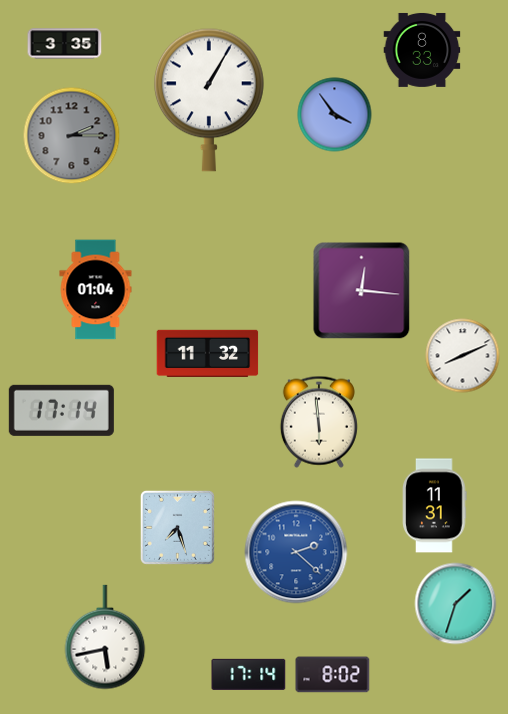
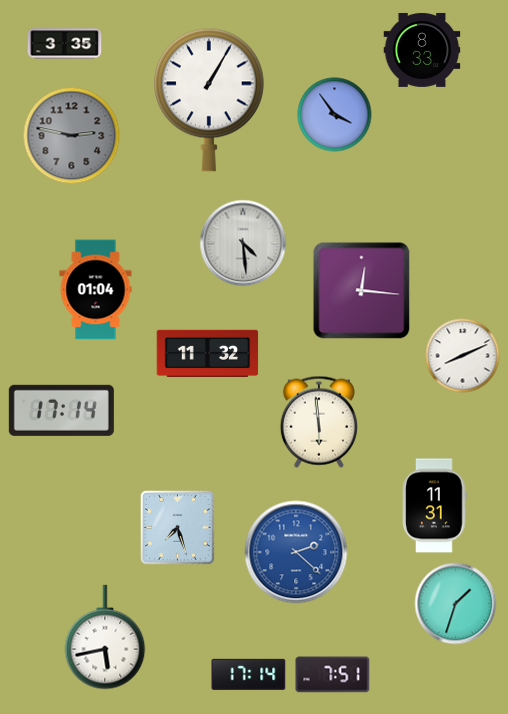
clock at (72, 136): 2:15 -> 2:47
clock at (243, 243): none -> 4:29
clock at (333, 675): 8:02 -> 7:51
